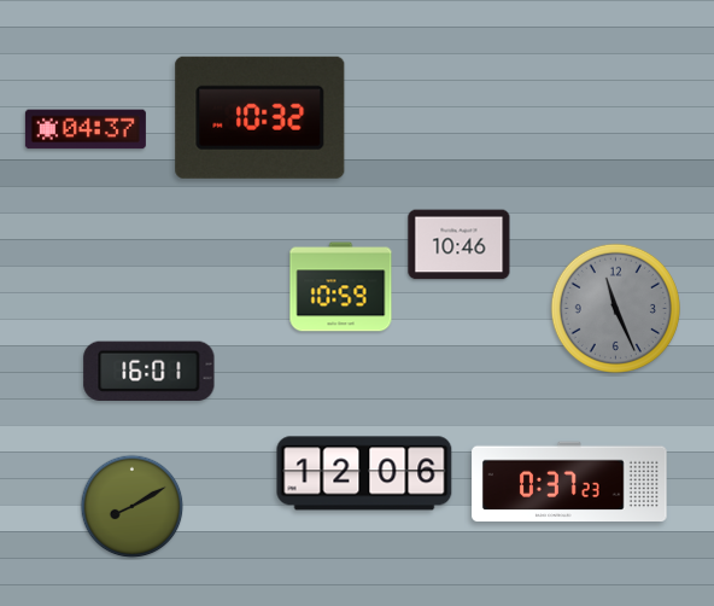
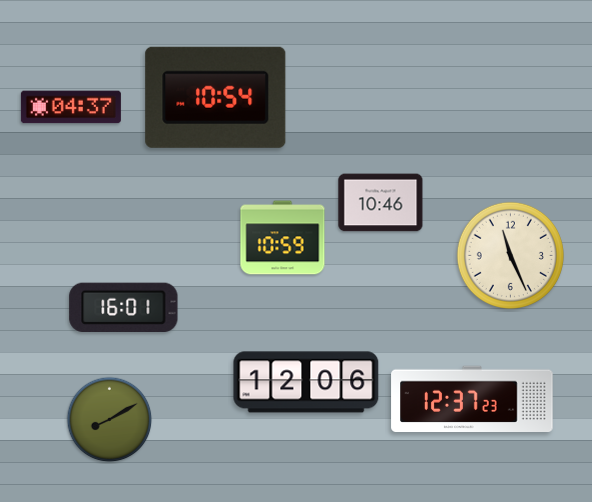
clock at (261, 117): 10:32 -> 10:54
clock at (615, 308) dial: grey -> cream
clock at (364, 473) position: (364, 473) -> (306, 382)
clock at (569, 480): 0:37 -> 12:37
